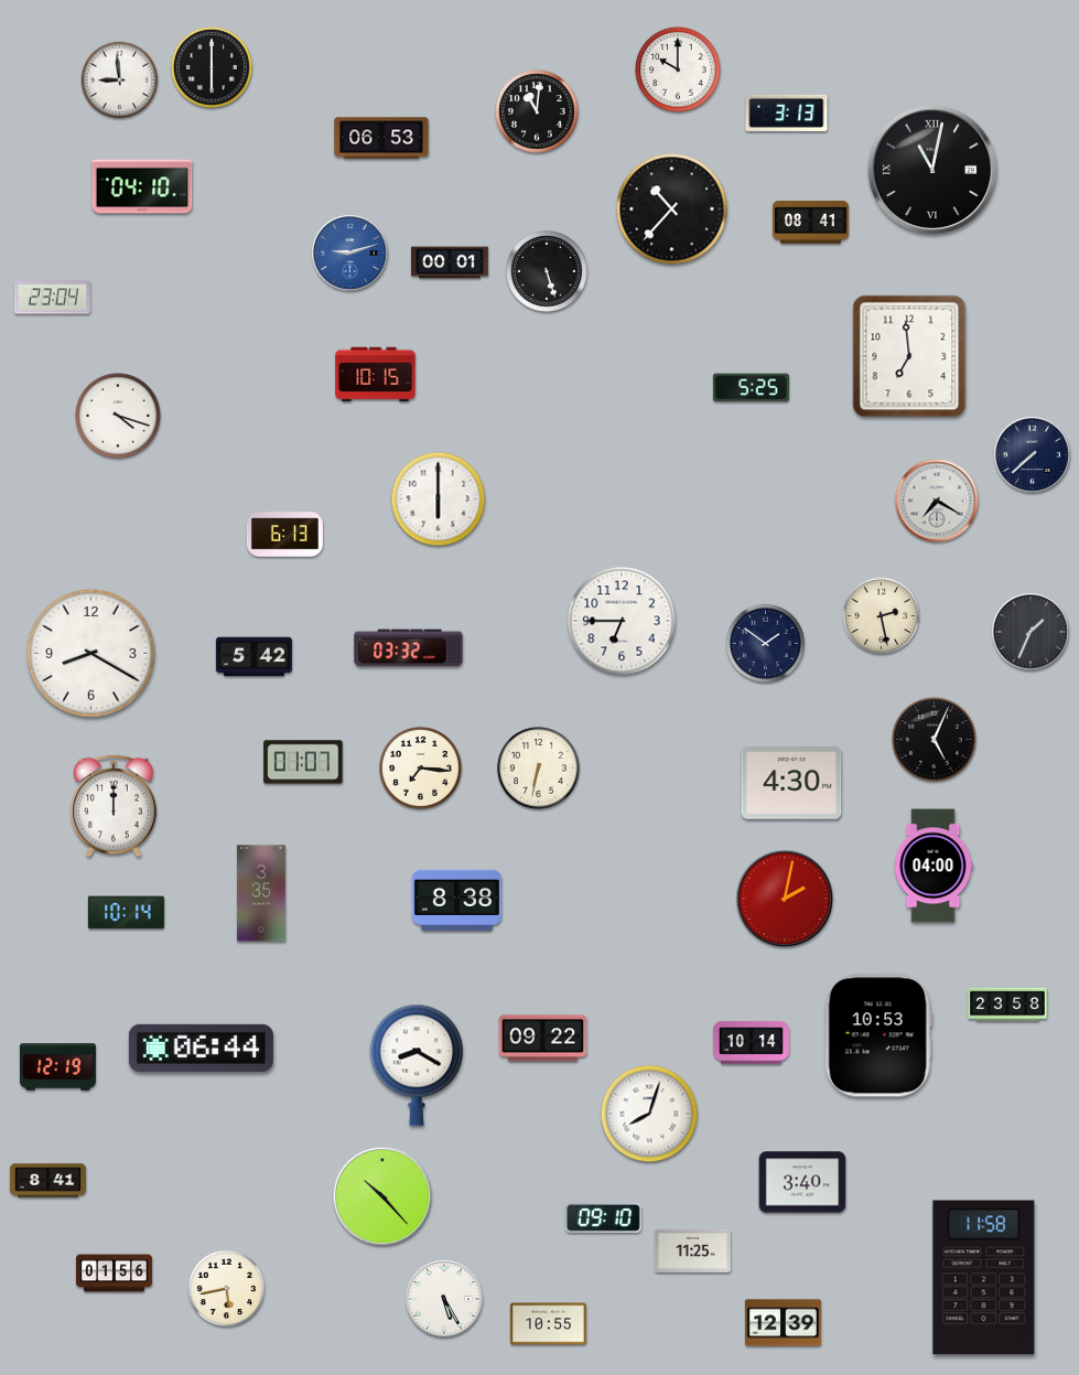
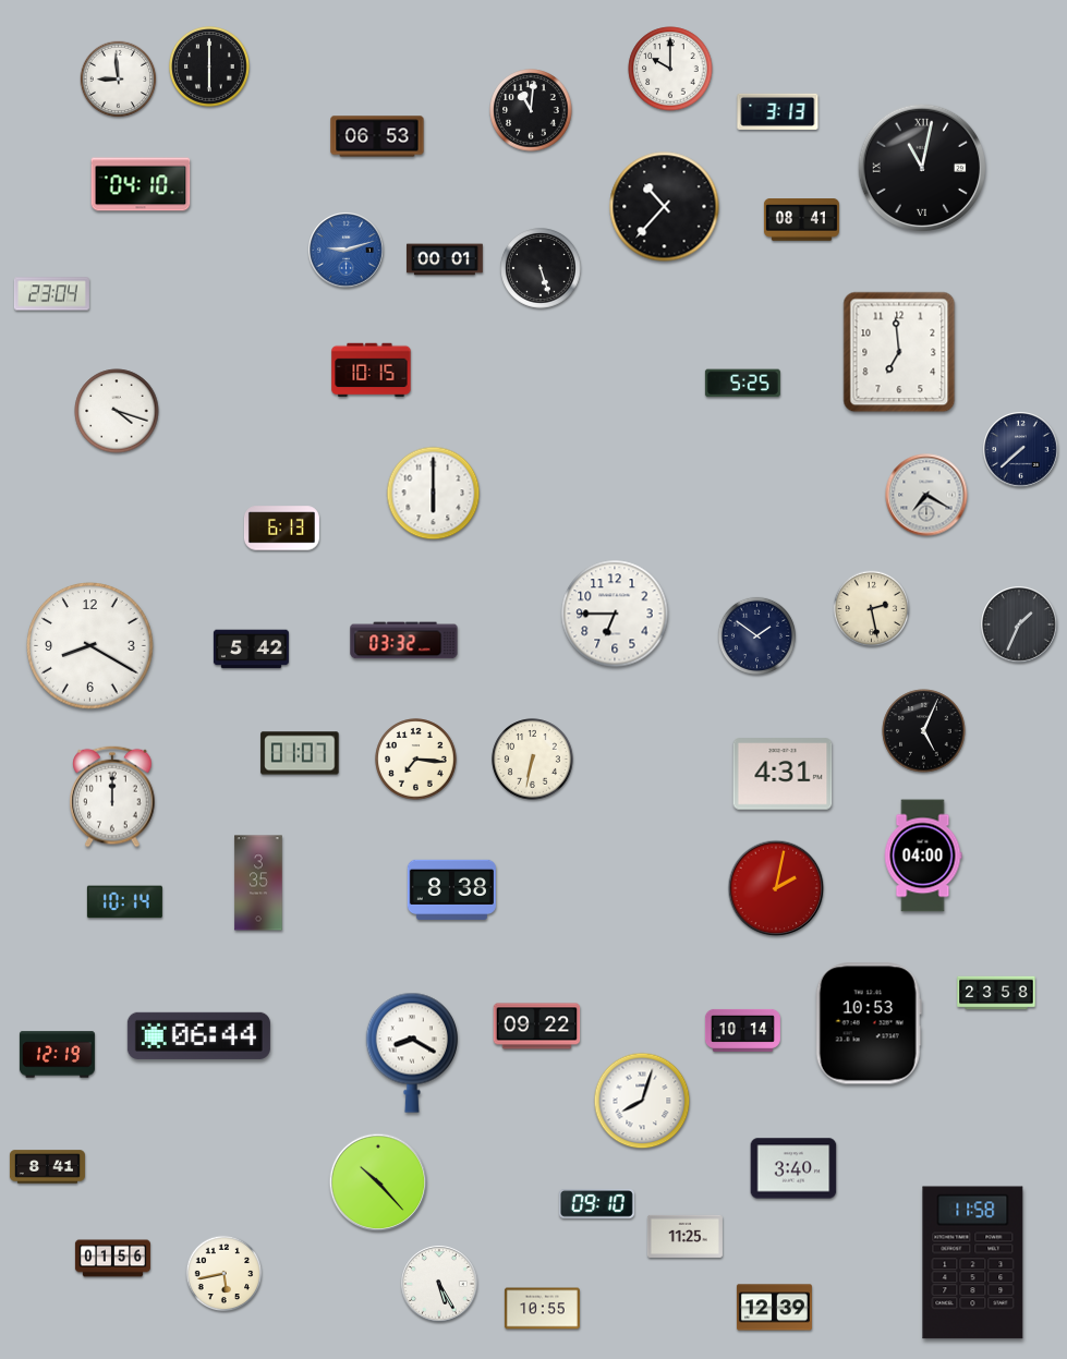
clock at (791, 783): 4:30 -> 4:31
